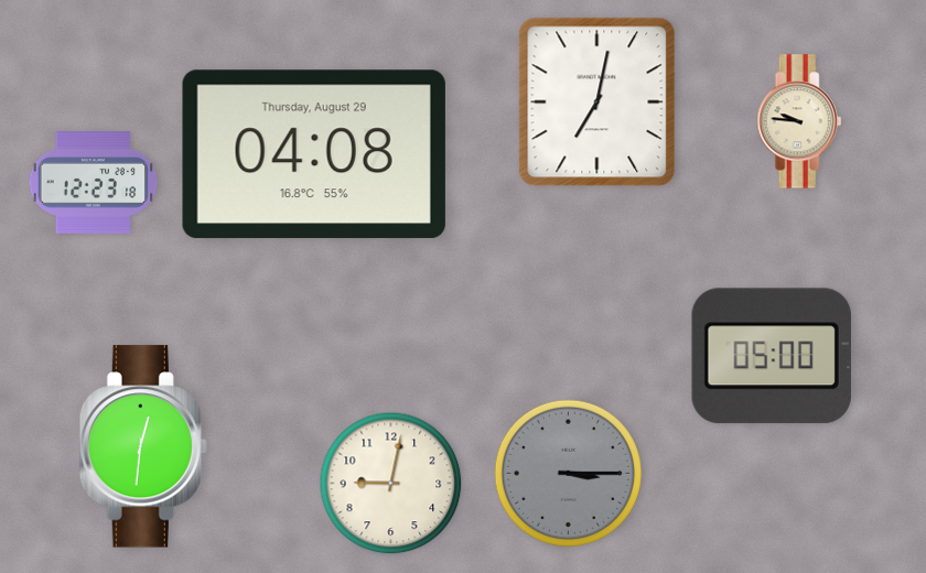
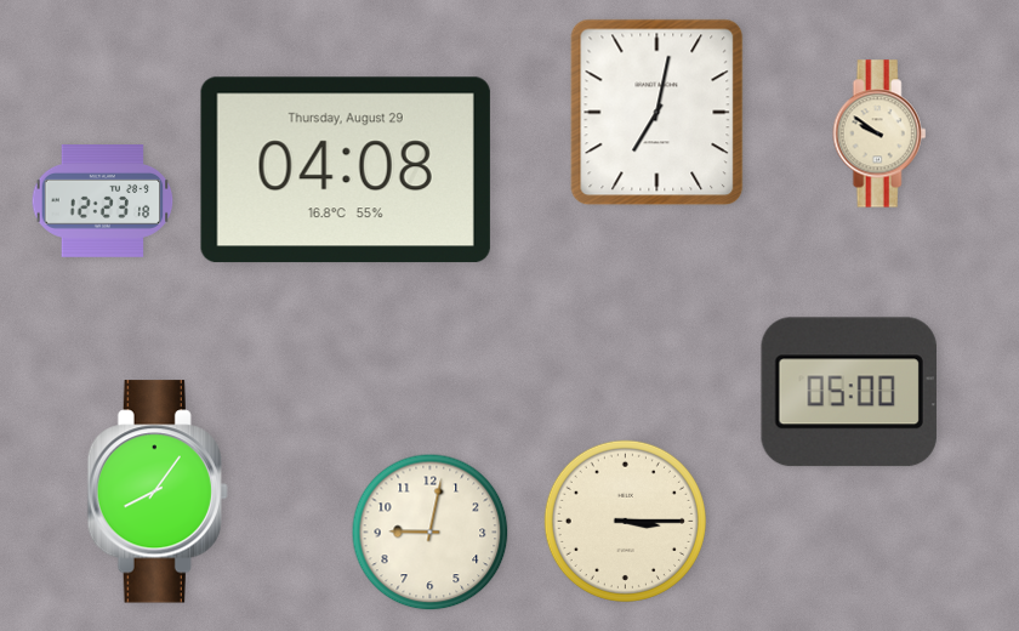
clock at (799, 121): 9:46 -> 9:51
clock at (143, 446): 12:31 -> 8:06
clock at (568, 473) dial: grey -> cream
